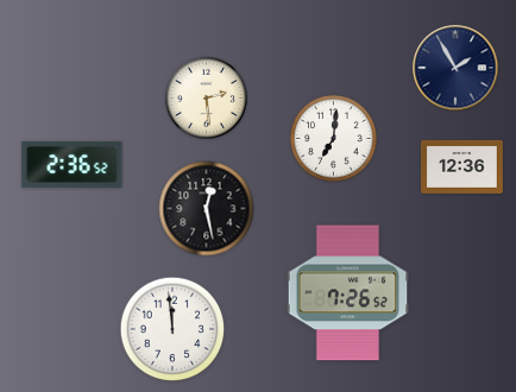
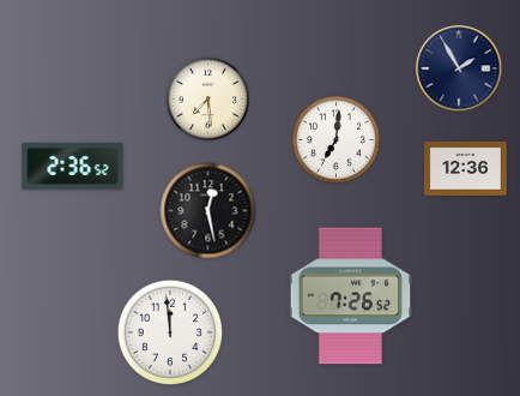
clock at (206, 97): 2:29 -> 7:29
clock at (172, 329) position: (172, 329) -> (170, 332)
